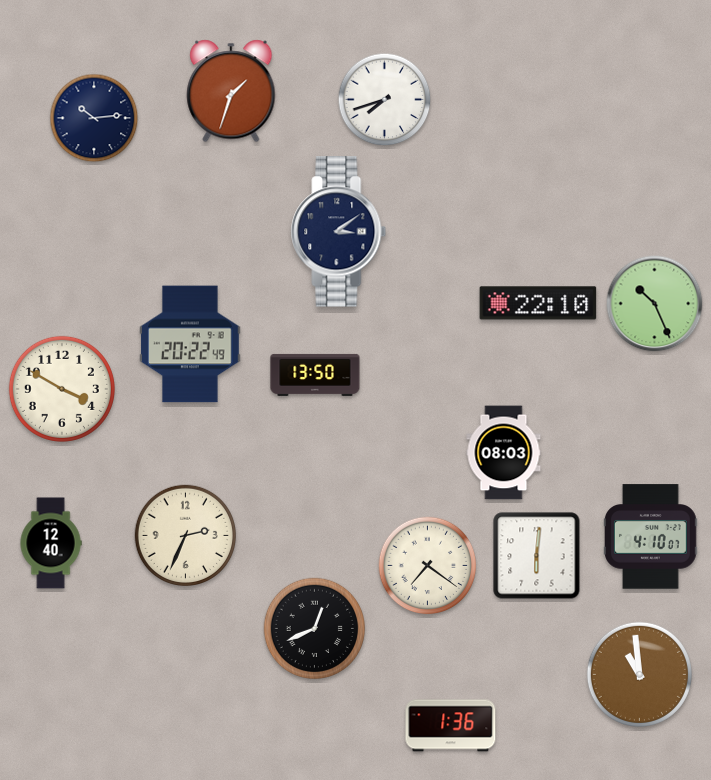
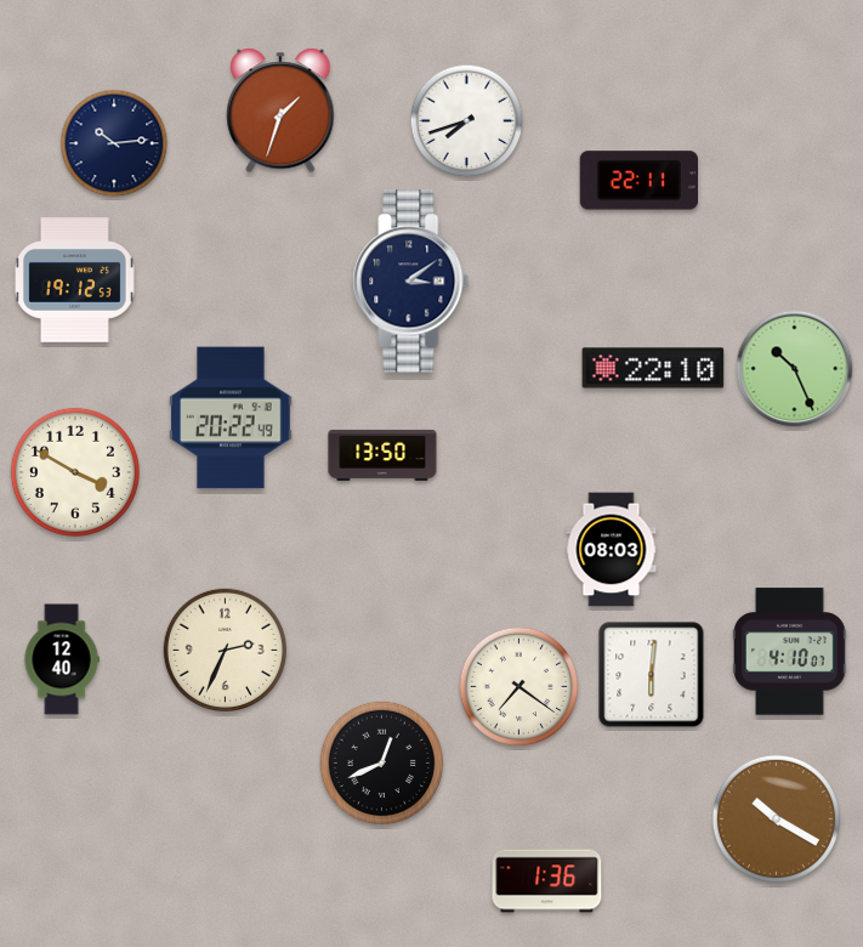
clock at (638, 181): none -> 22:11
clock at (75, 280): none -> 19:12
clock at (639, 674): 10:59 -> 10:20
